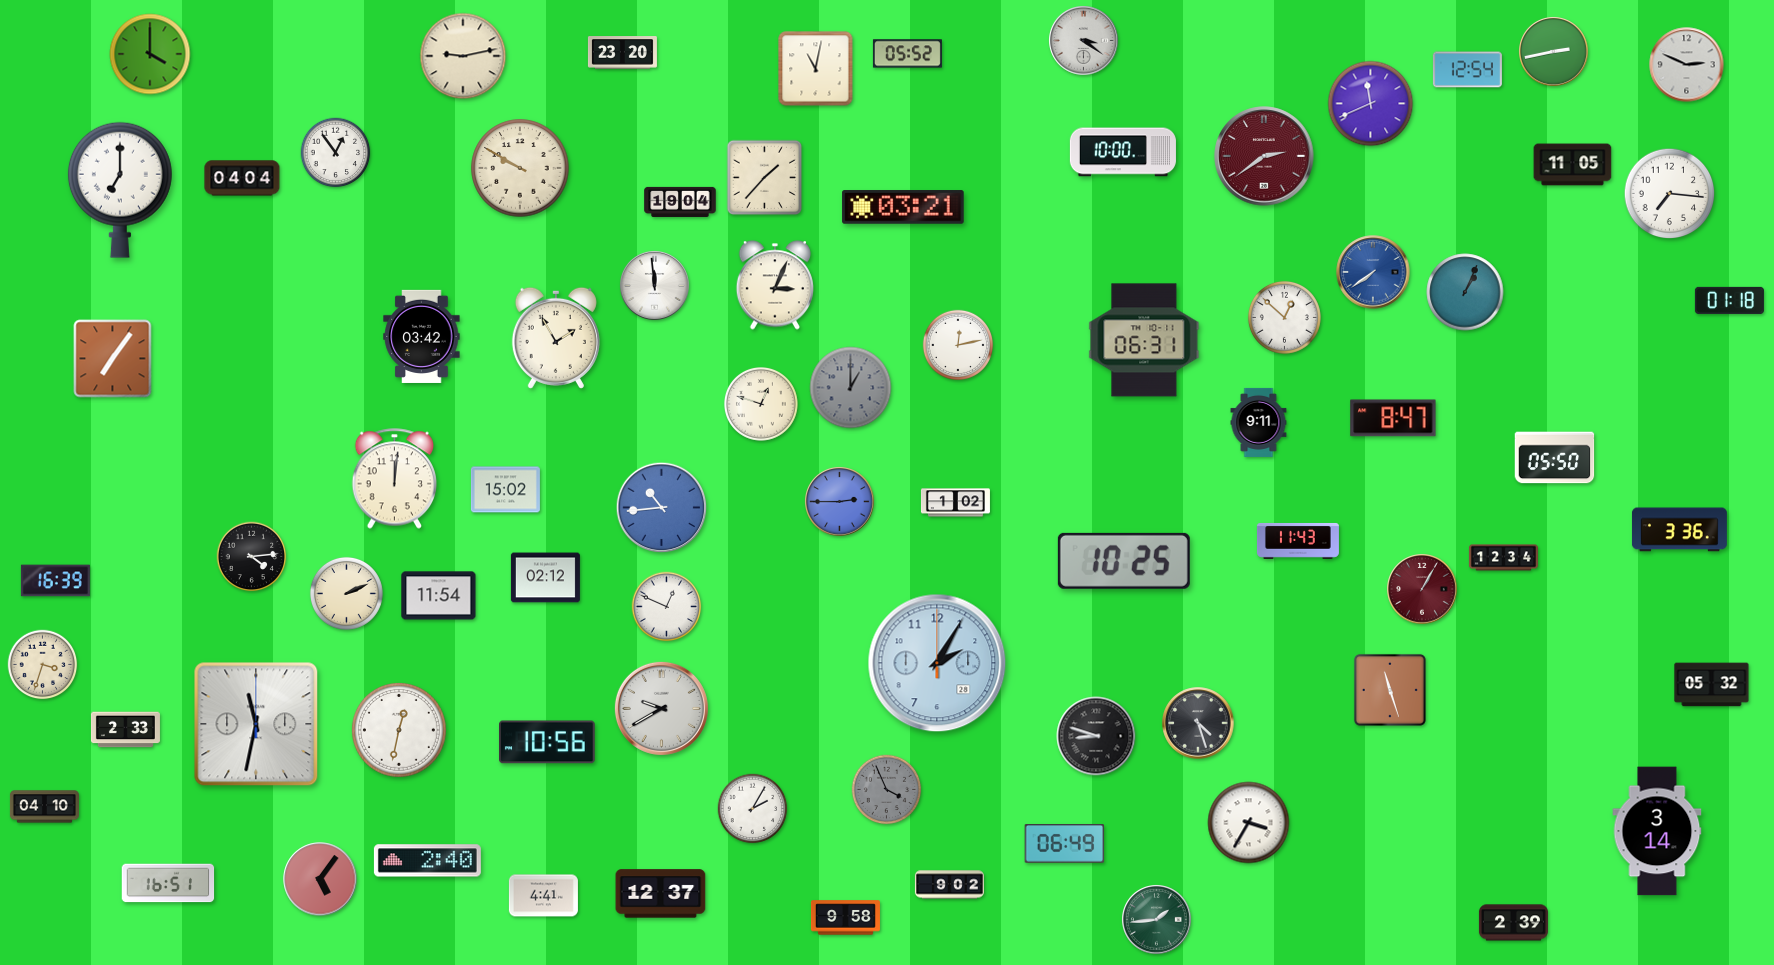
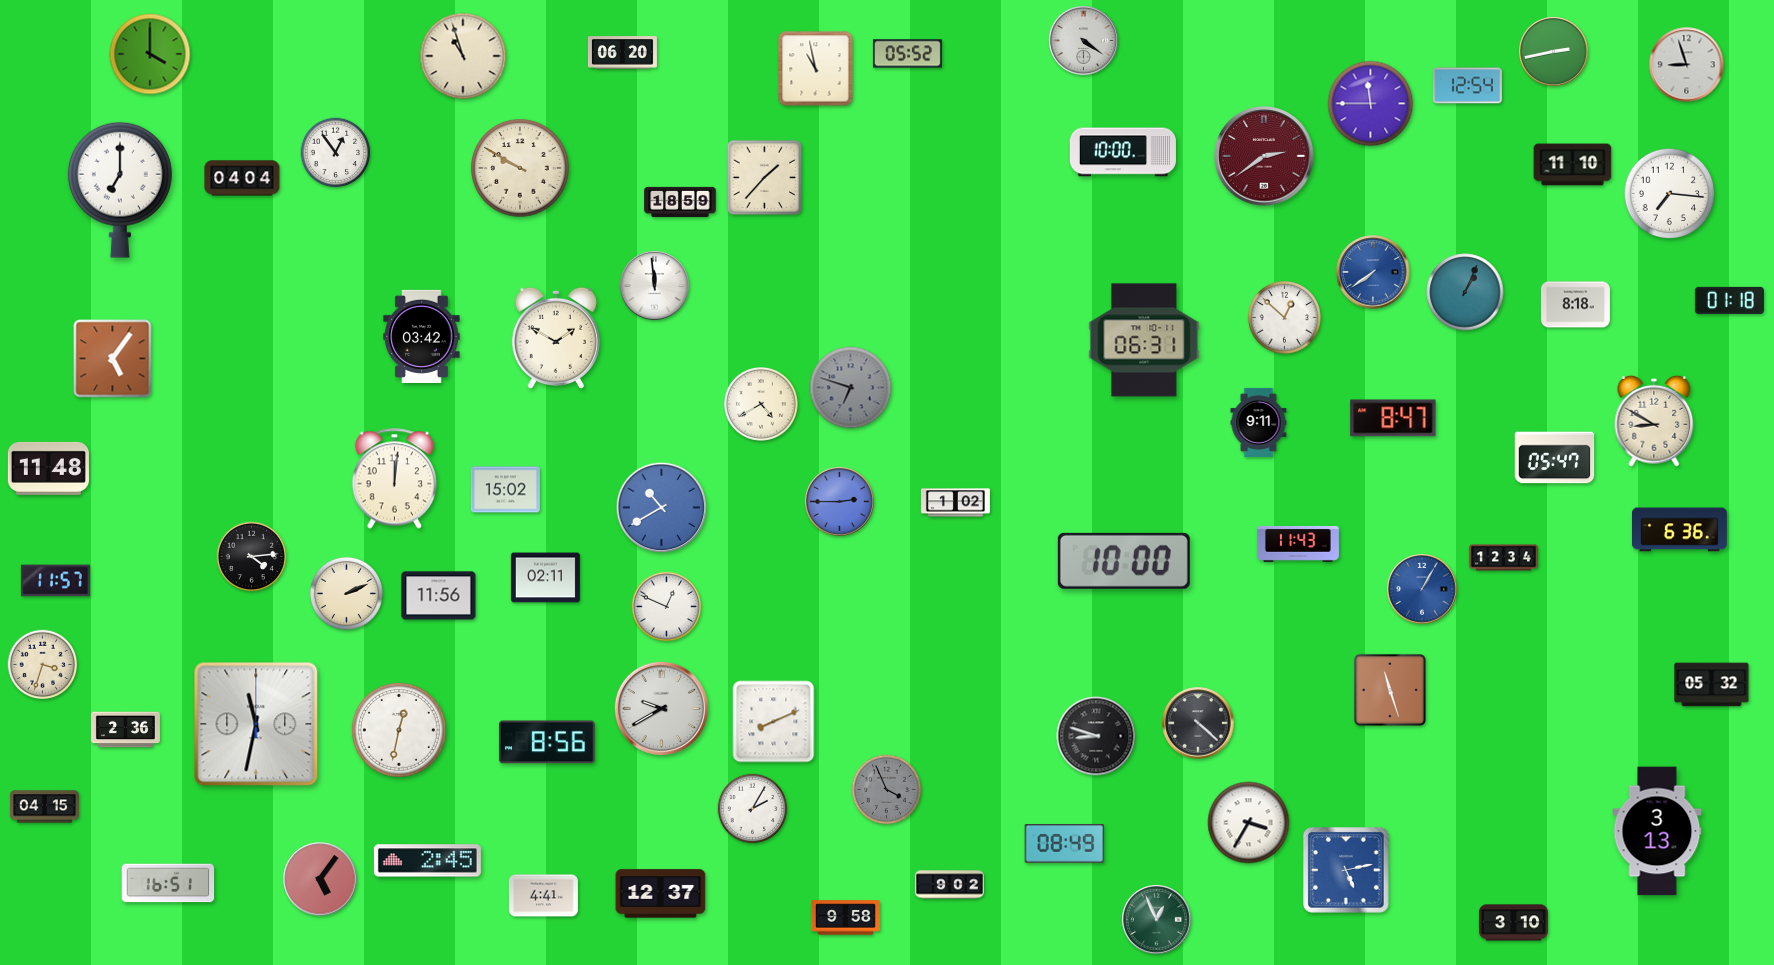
clock at (1084, 41): 3:21 -> 4:21
clock at (622, 53): 23:20 -> 06:20
clock at (463, 56): 9:13 -> 10:57
clock at (1687, 65): 2:49 -> 8:57
clock at (816, 69): 11:02 -> 10:58
clock at (1467, 70) position: (1467, 70) -> (1467, 86)
clock at (1371, 104): 11:41 -> 11:45
clock at (1573, 165): 11:05 -> 11:10
clock at (680, 202): 19:04 -> 18:59
clock at (903, 207): 03:21 -> none
clock at (774, 285): 3:04 -> none
clock at (1575, 305): none -> 8:18
clock at (556, 338): 1:55 -> 1:50
clock at (958, 345): 12:13 -> none
clock at (113, 359): 7:06 -> 5:06
clock at (851, 388): 1:00 -> 6:48
clock at (762, 405): 12:48 -> 4:40
clock at (1654, 421): none -> 8:50
clock at (1555, 458): 05:50 -> 05:47
clock at (48, 468): none -> 11:48
clock at (662, 508): 10:44 -> 10:40
clock at (1679, 530): 3:36 -> 6:36
clock at (1298, 541) position: (1298, 541) -> (1298, 544)
clock at (1124, 561): 10:25 -> 10:00
clock at (545, 578): 02:12 -> 02:11
clock at (55, 581): 16:39 -> 11:57
clock at (1422, 589) dial: burgundy -> blue
clock at (439, 596): 11:54 -> 11:56
clock at (937, 663): 2:05 -> none
clock at (774, 722): none -> 8:11
clock at (1198, 723): 4:27 -> 4:22
clock at (125, 730): 2:33 -> 2:36
clock at (548, 742): 10:56 -> 8:56
clock at (44, 807): 04:10 -> 04:15
clock at (1657, 831): 3:14 -> 3:13
clock at (1065, 844): 06:49 -> 08:49
clock at (427, 861): 2:40 -> 2:45
clock at (1346, 870): none -> 5:13
clock at (1157, 920): 1:44 -> 12:56
clock at (1513, 923): 2:39 -> 3:10
